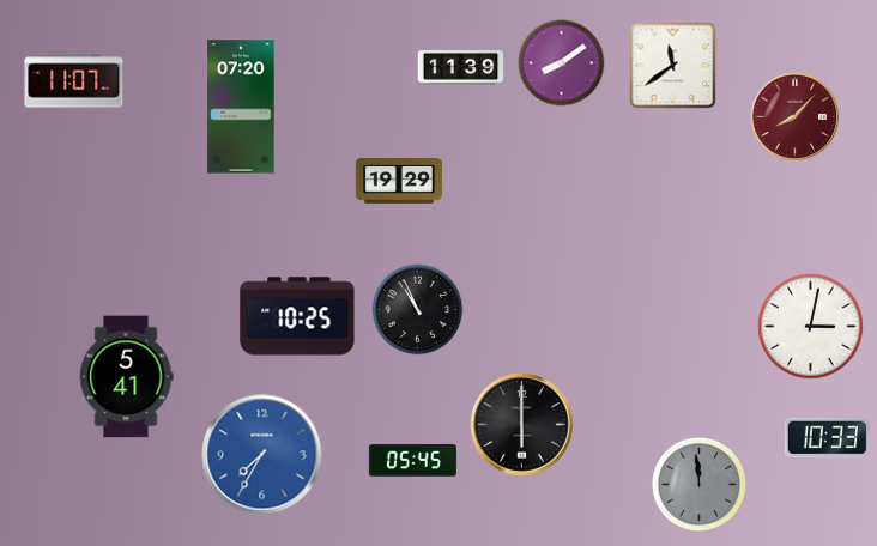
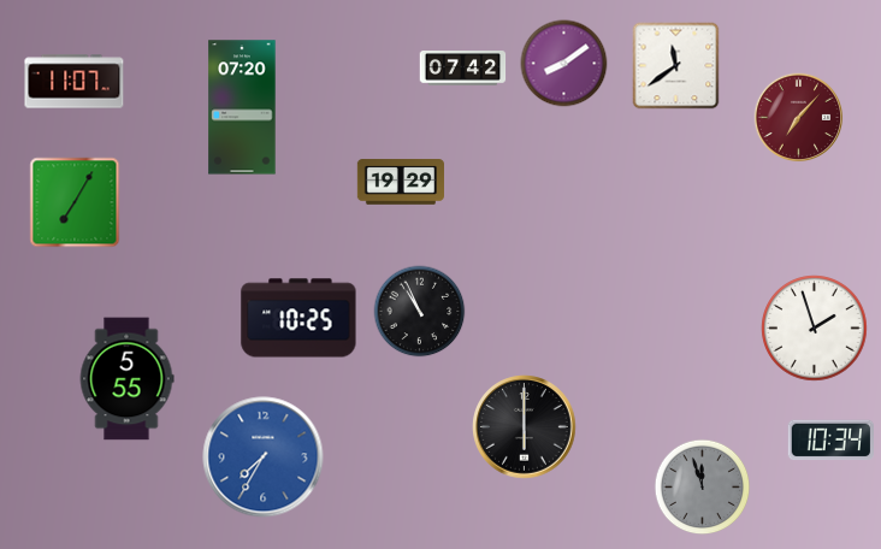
clock at (461, 68): 11:39 -> 07:42
clock at (796, 117): 8:07 -> 7:07
clock at (75, 202): none -> 7:05
clock at (811, 327): 3:02 -> 1:57
clock at (126, 377): 5:41 -> 5:55
clock at (827, 438): 10:33 -> 10:34
clock at (412, 461): 05:45 -> none
clock at (700, 485): 11:59 -> 11:57
